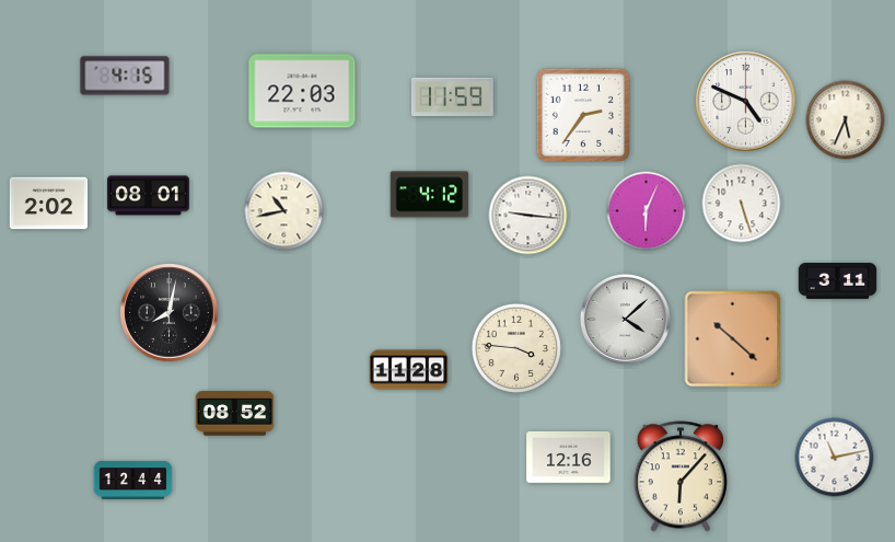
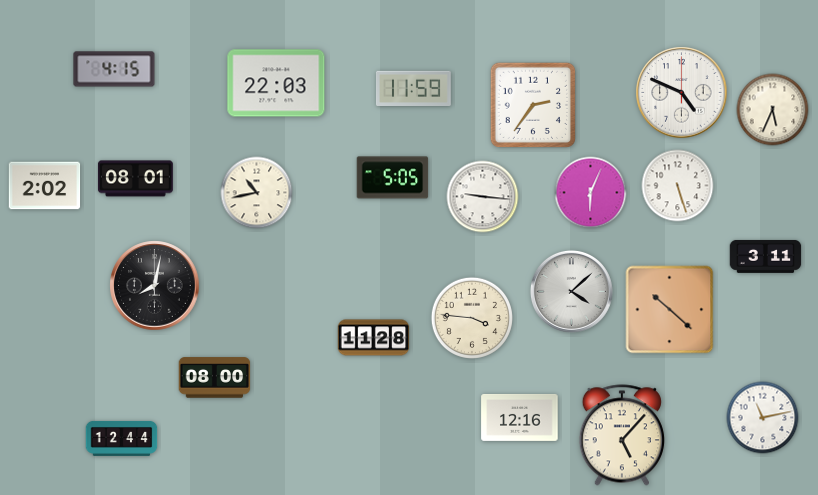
clock at (430, 195): 4:12 -> 5:05
clock at (284, 211) position: (284, 211) -> (257, 193)
clock at (235, 414): 08:52 -> 08:00
clock at (681, 476): 6:07 -> 5:07
